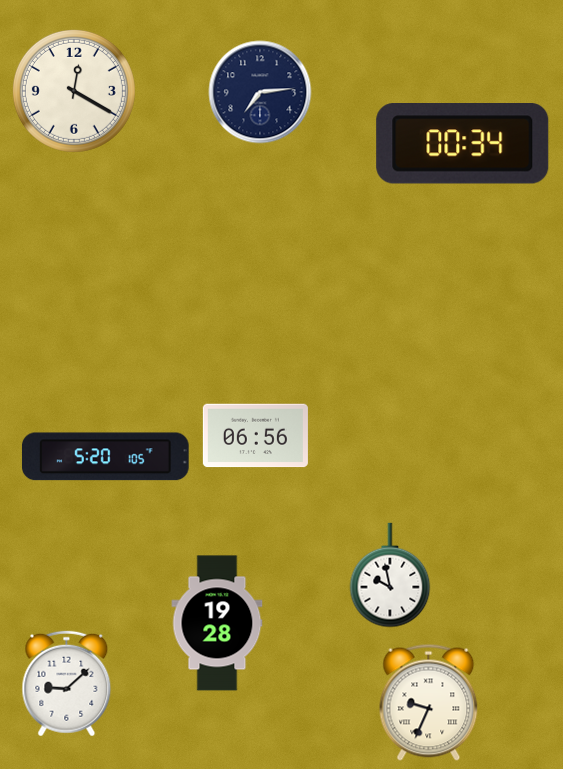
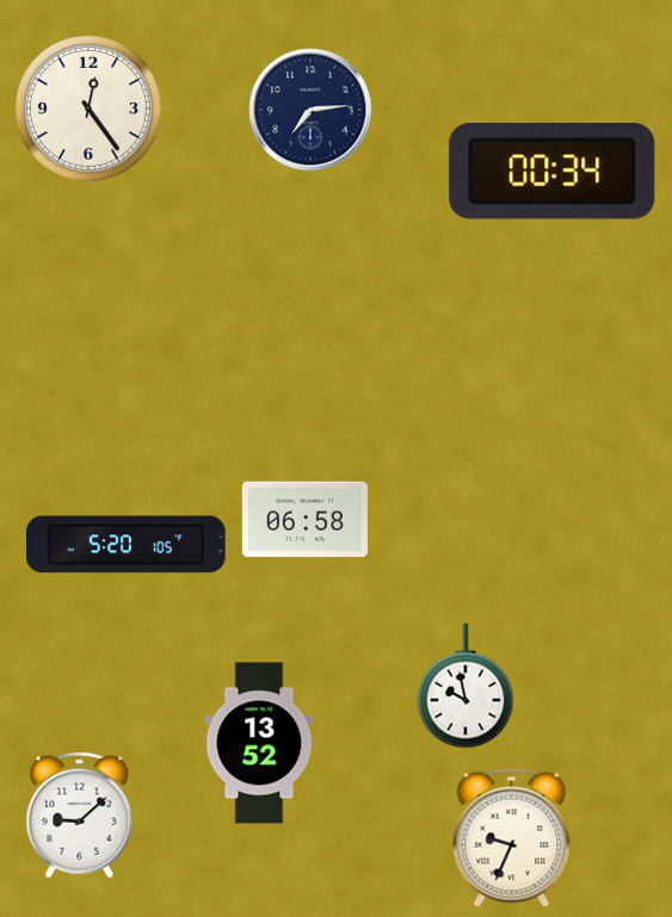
clock at (74, 91): 12:20 -> 12:24
clock at (255, 436): 06:56 -> 06:58
clock at (217, 623): 19:28 -> 13:52
